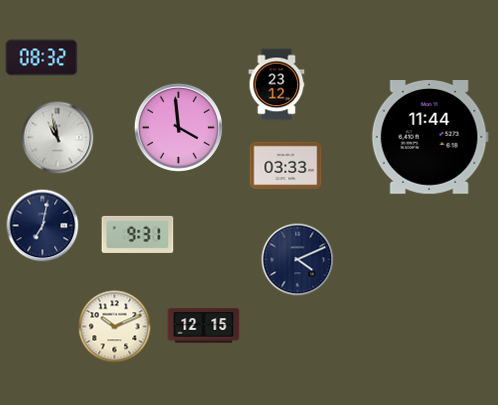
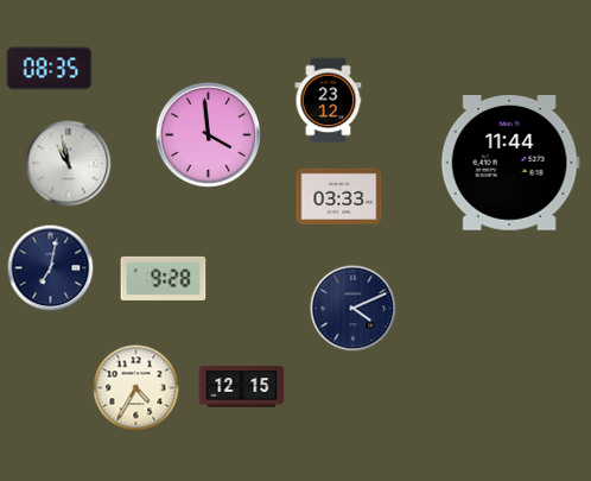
clock at (42, 58): 08:32 -> 08:35
clock at (178, 127) position: (178, 127) -> (208, 134)
clock at (138, 234): 9:31 -> 9:28
clock at (115, 327): 10:11 -> 4:35
